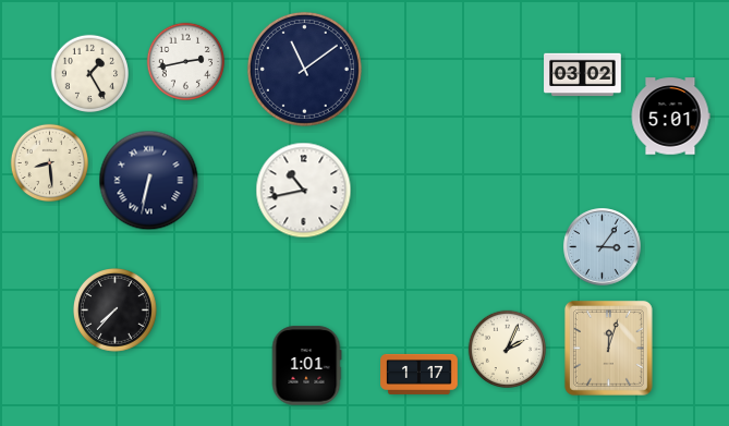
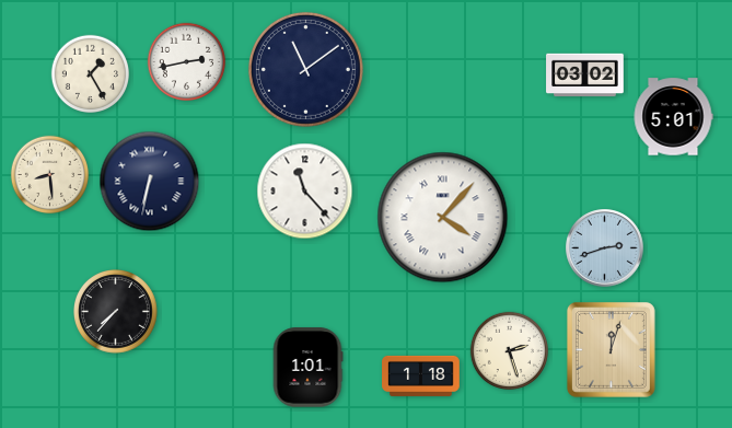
clock at (50, 163) position: (50, 163) -> (50, 175)
clock at (304, 191): 10:43 -> 11:23
clock at (443, 218): none -> 4:07
clock at (603, 247): 3:06 -> 2:42
clock at (508, 350): 2:04 -> 2:27
clock at (420, 374): 1:17 -> 1:18
